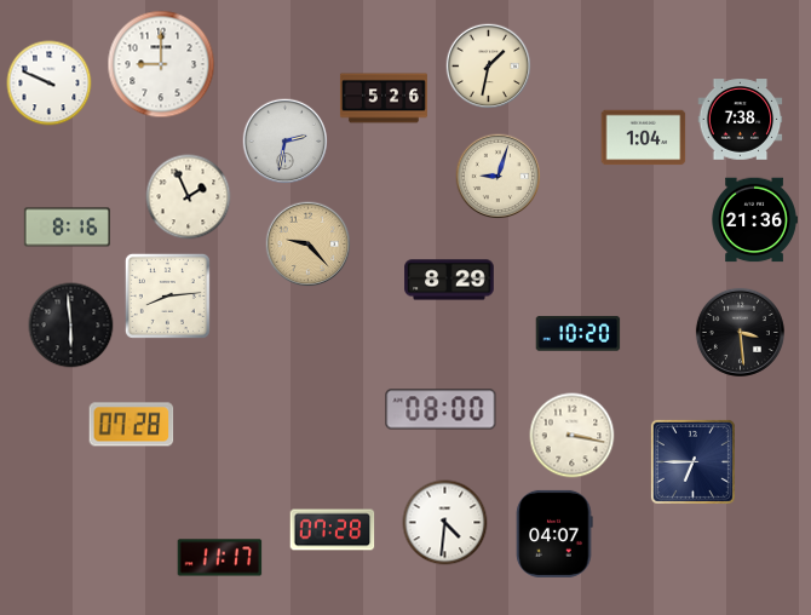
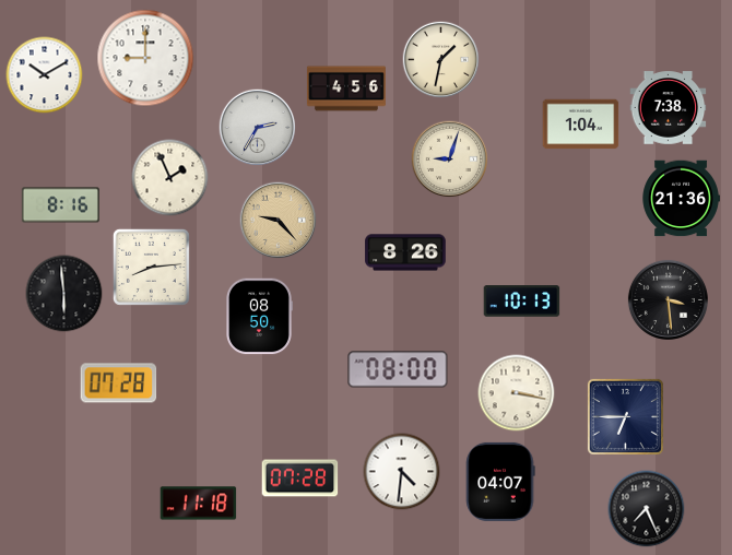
clock at (50, 84): 9:49 -> 10:10
clock at (384, 98): 5:26 -> 4:56
clock at (286, 142): 2:32 -> 2:35
clock at (449, 280): 8:29 -> 8:26
clock at (579, 334): 10:20 -> 10:13
clock at (260, 317): none -> 08:50
clock at (220, 558): 11:17 -> 11:18
clock at (647, 509): none -> 7:26
